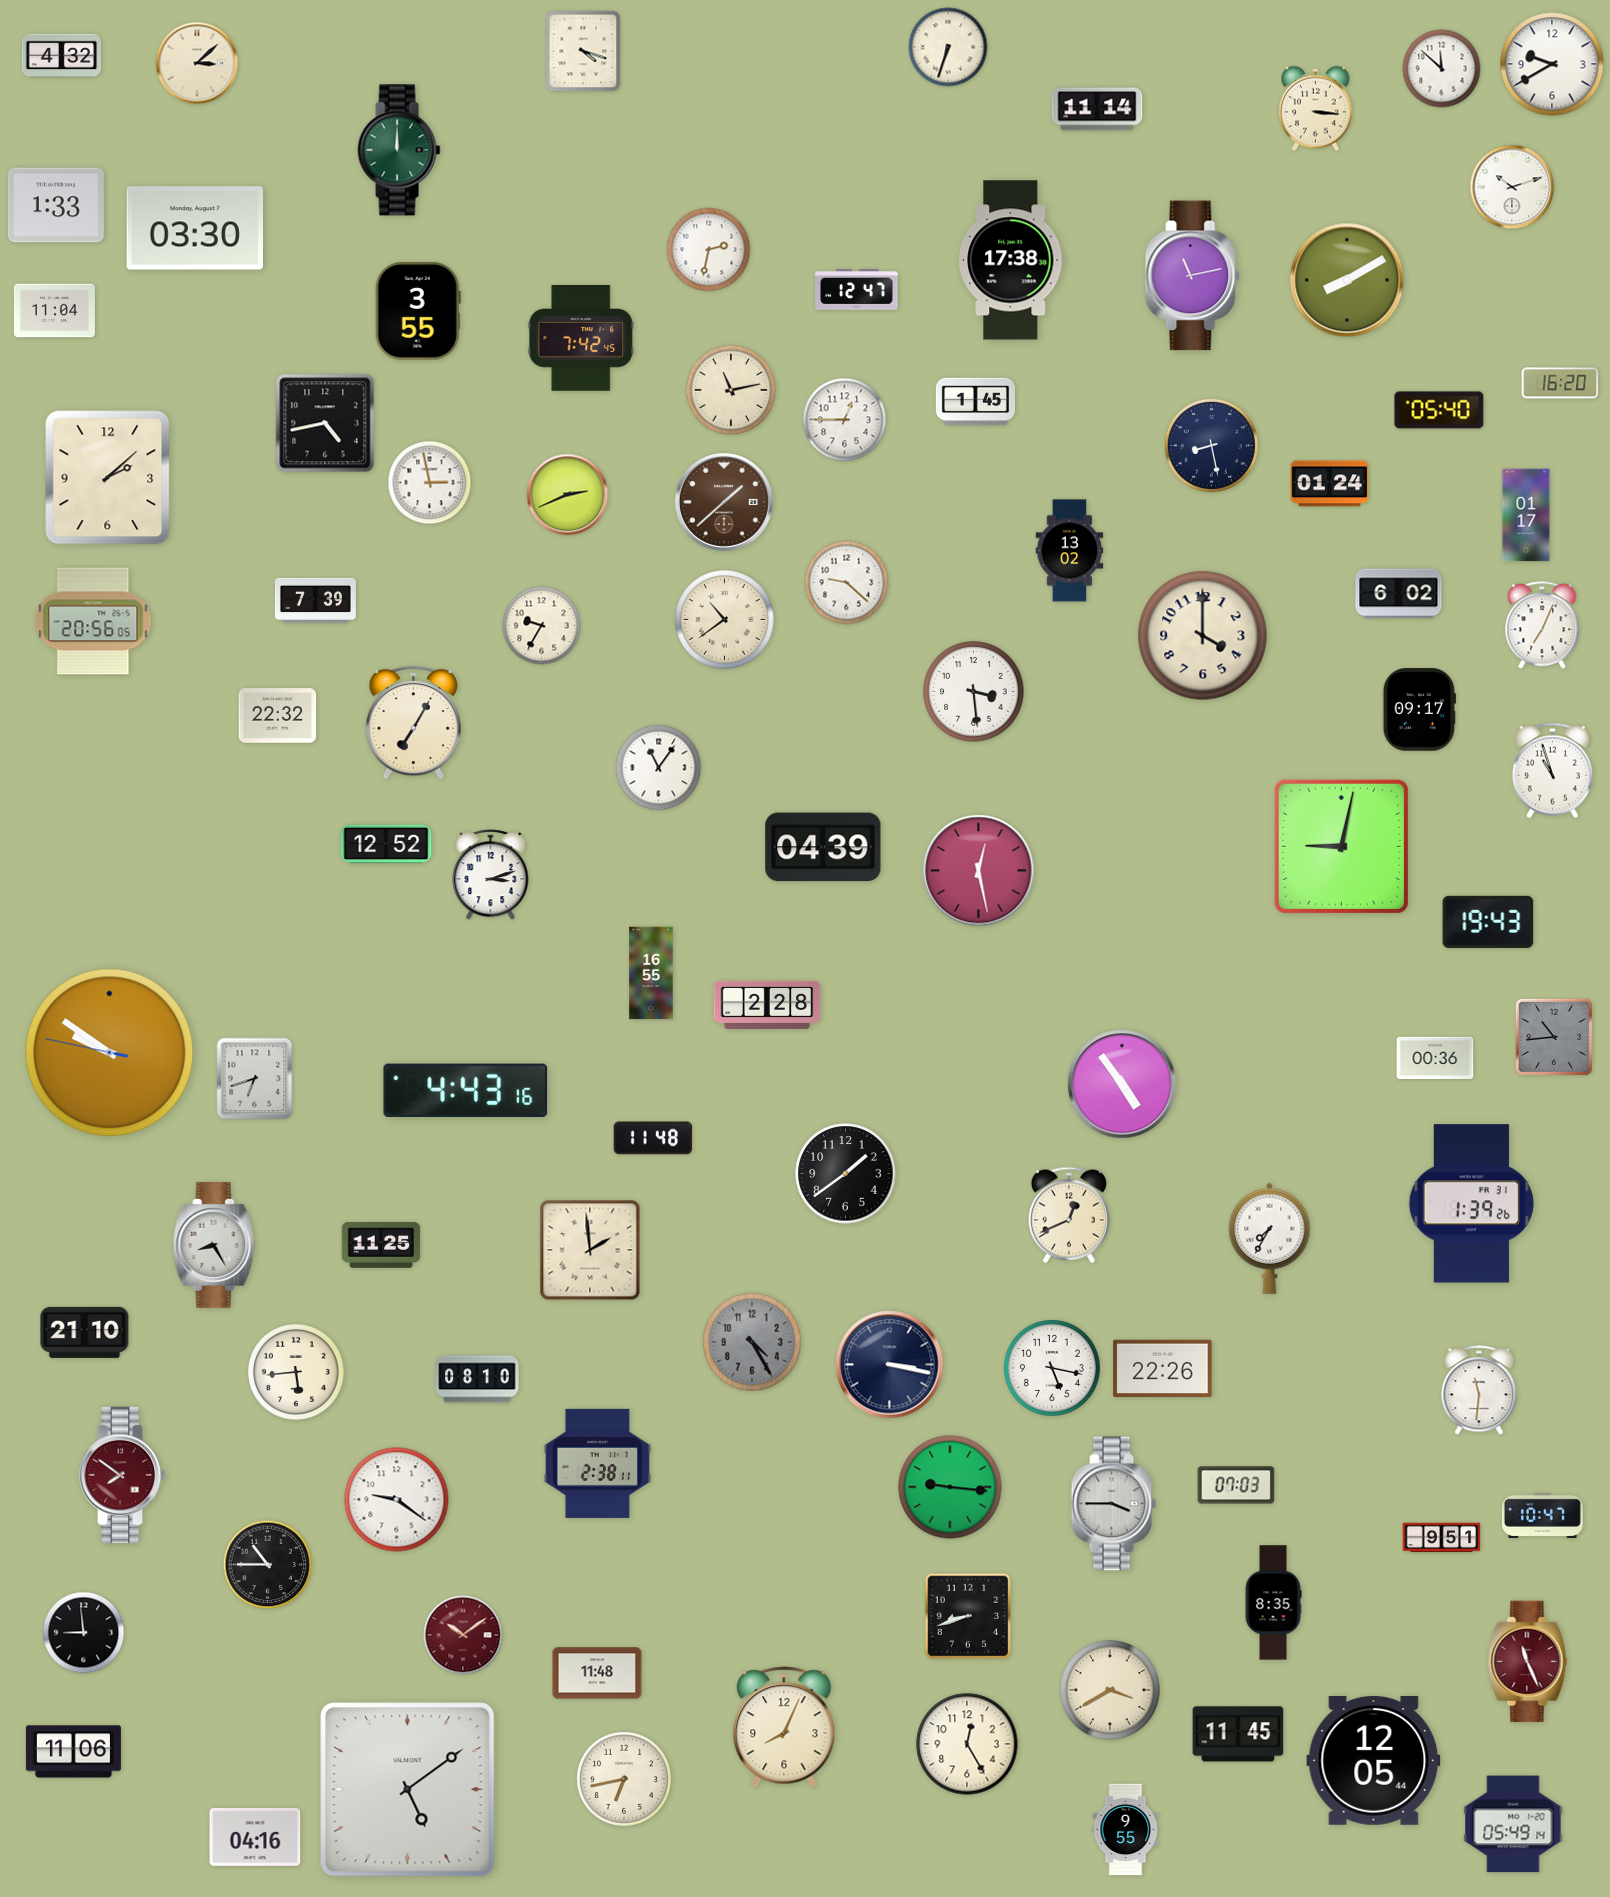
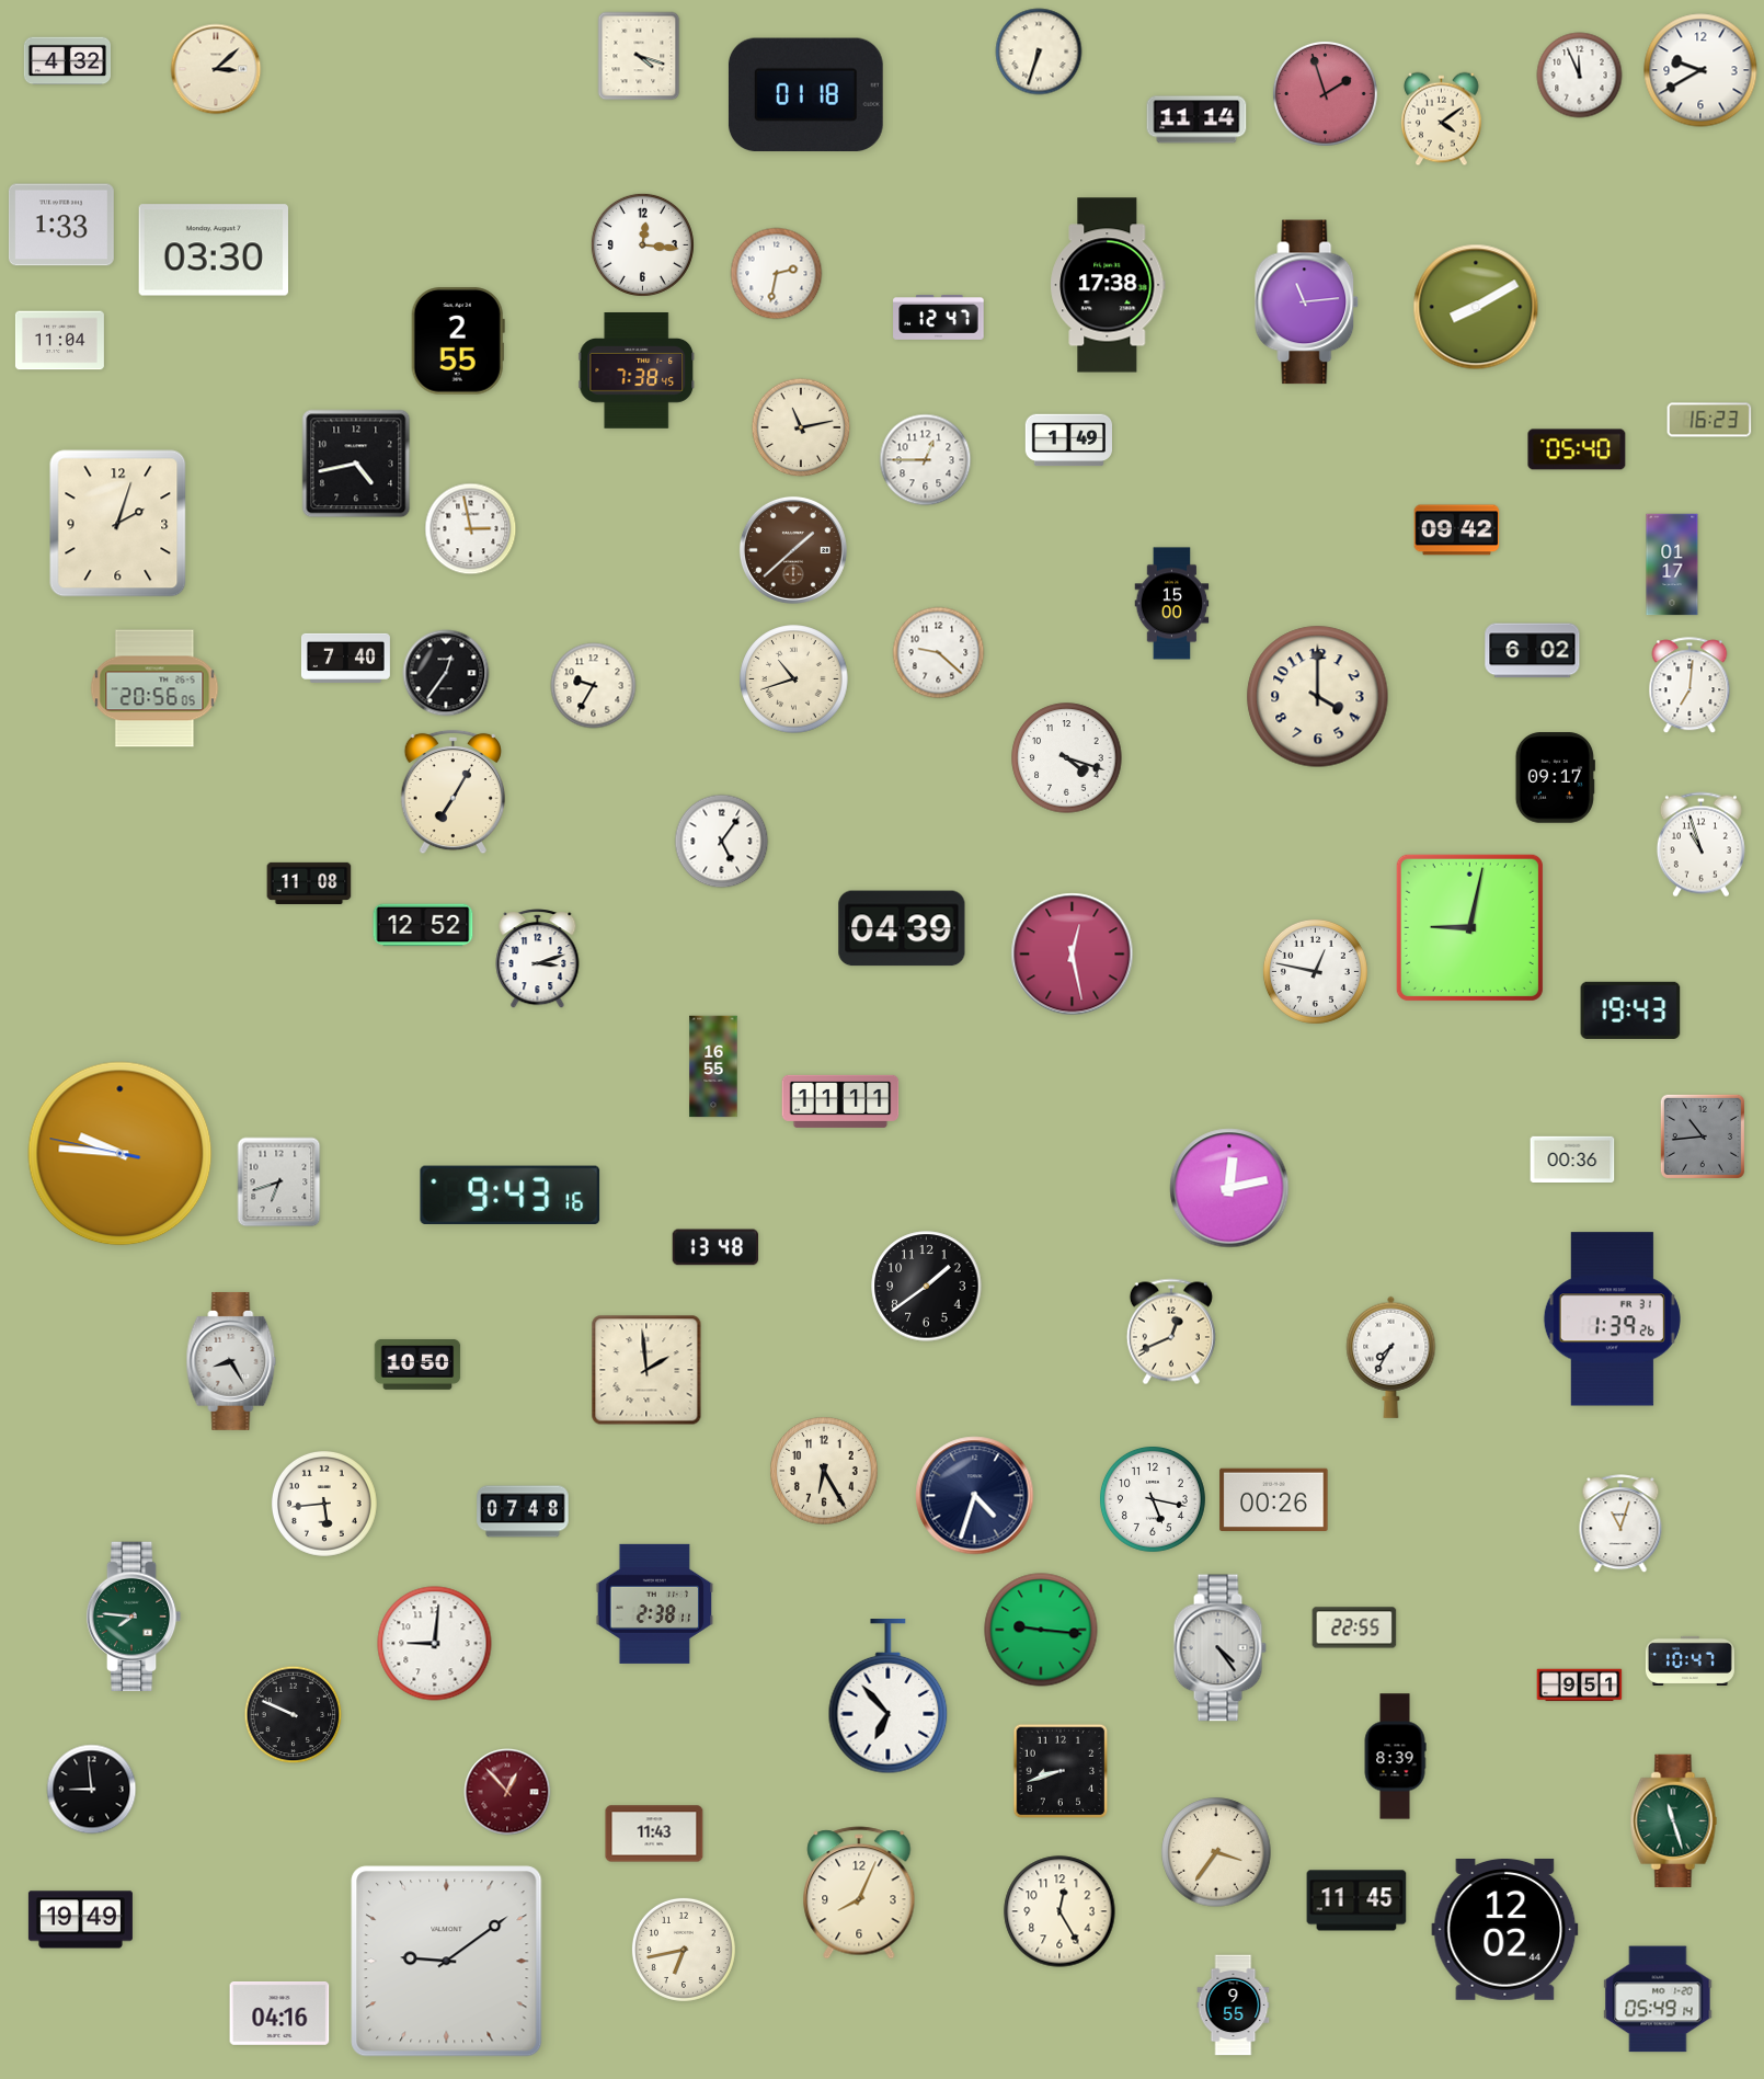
clock at (1442, 69): 11:52 -> 11:56
clock at (1325, 93): none -> 1:57
clock at (805, 95): none -> 01:18
clock at (1097, 109) position: (1097, 109) -> (1196, 119)
clock at (1316, 109): 3:16 -> 4:09
clock at (399, 150): 12:00 -> none
clock at (1512, 187): 10:12 -> none
clock at (642, 244): none -> 12:16
clock at (1193, 276): 11:13 -> 11:14
clock at (418, 311): 3:55 -> 2:55
clock at (581, 338): 7:42 -> 7:38
clock at (1560, 383): 16:20 -> 16:23
clock at (975, 402): 1:45 -> 1:49
clock at (1211, 445): 8:28 -> none
clock at (108, 478): 2:08 -> 2:03
clock at (1330, 484): 01:24 -> 09:42
clock at (568, 495): 2:41 -> none
clock at (1070, 551): 13:02 -> 15:00
clock at (847, 583) position: (847, 583) -> (939, 653)
clock at (315, 600): 7:39 -> 7:40
clock at (446, 673): none -> 12:36
clock at (725, 620): 10:39 -> 10:42
clock at (93, 621) position: (93, 621) -> (154, 688)
clock at (1542, 626): 7:04 -> 7:01
clock at (974, 692): 3:29 -> 4:18
clock at (278, 716): 22:32 -> none
clock at (659, 768): 11:06 -> 5:06
clock at (309, 882): none -> 11:08
clock at (1315, 971): none -> 12:47
clock at (767, 1005): 2:28 -> 11:11
clock at (110, 1053): 9:50 -> 9:45
clock at (1122, 1084): 4:54 -> 12:13
clock at (466, 1090): 4:43 -> 9:43
clock at (653, 1138): 11:48 -> 13:48
clock at (214, 1245) position: (214, 1245) -> (231, 1361)
clock at (381, 1245): 11:25 -> 10:50
clock at (85, 1332): 21:10 -> none
clock at (752, 1342): 4:25 -> 6:25
clock at (752, 1342) dial: grey -> cream
clock at (890, 1365): 3:17 -> 4:33
clock at (1163, 1369): 22:26 -> 00:26
clock at (477, 1379): 08:10 -> 07:48
clock at (1479, 1391): 11:31 -> 11:03
clock at (122, 1475): 7:51 -> 7:46
clock at (122, 1475) dial: burgundy -> green
clock at (1236, 1485): 07:03 -> 22:55
clock at (397, 1500): 9:21 -> 9:01
clock at (1113, 1504): 3:45 -> 4:24
clock at (889, 1698): none -> 6:53
clock at (268, 1565): 10:45 -> 9:49
clock at (1273, 1603): 8:35 -> 8:39
clock at (463, 1635): 10:09 -> 12:53
clock at (1528, 1662): 11:26 -> 11:27
clock at (1528, 1662) dial: burgundy -> green
clock at (597, 1673): 11:48 -> 11:43
clock at (1110, 1690): 3:40 -> 3:36
clock at (73, 1752): 11:06 -> 19:49
clock at (1374, 1760): 12:05 -> 12:02
clock at (408, 1790): 5:09 -> 9:09
